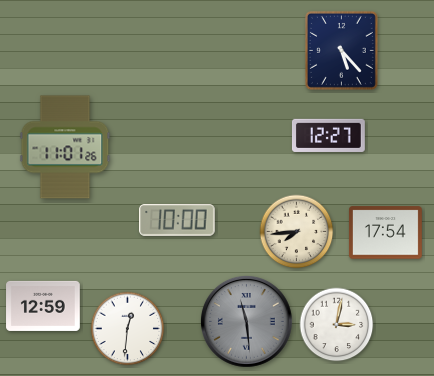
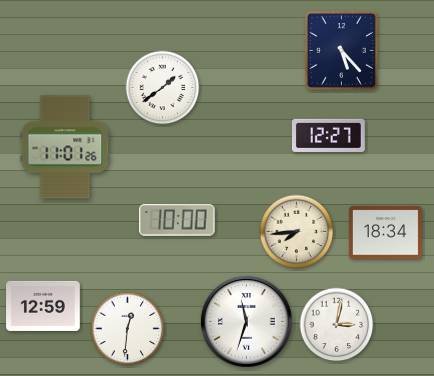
clock at (163, 88): none -> 1:39
clock at (385, 233): 17:54 -> 18:34
clock at (247, 322): 11:29 -> 11:33
clock at (247, 322) dial: grey -> white
